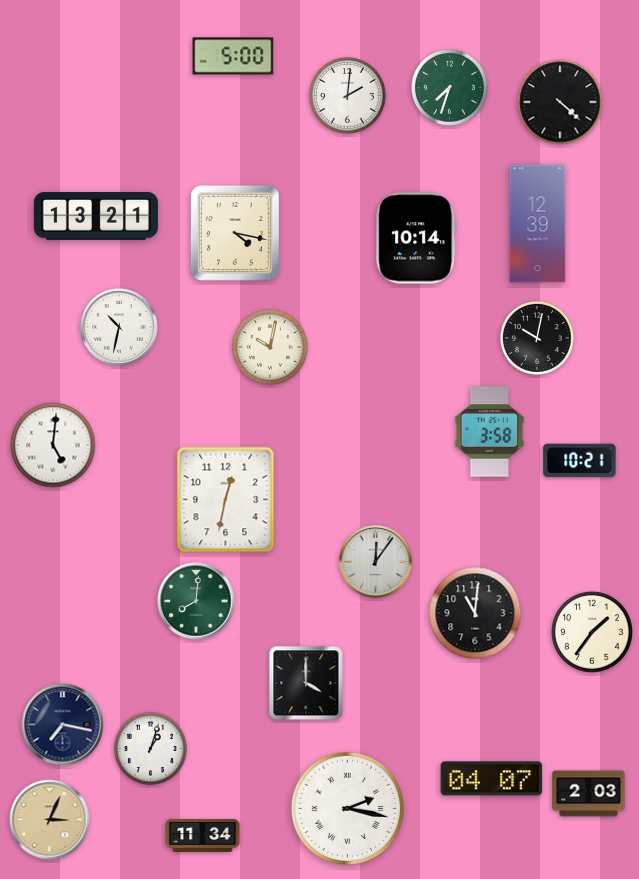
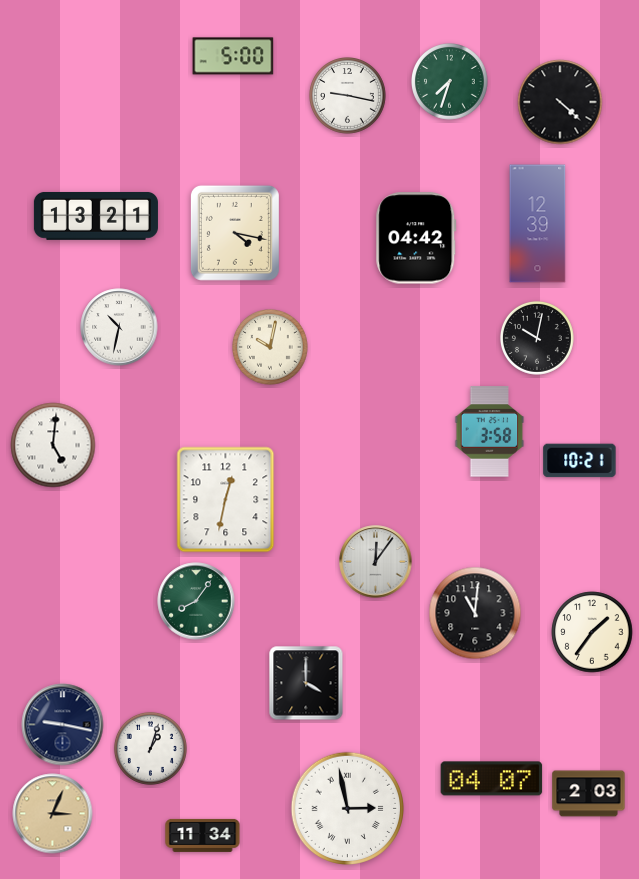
clock at (450, 88) position: (450, 88) -> (450, 82)
clock at (348, 96): 2:01 -> 9:17
clock at (416, 238): 10:14 -> 04:42
clock at (196, 601): 8:01 -> 8:06
clock at (63, 725): 7:17 -> 9:17
clock at (348, 809): 2:17 -> 2:58
clock at (50, 820) position: (50, 820) -> (53, 814)
